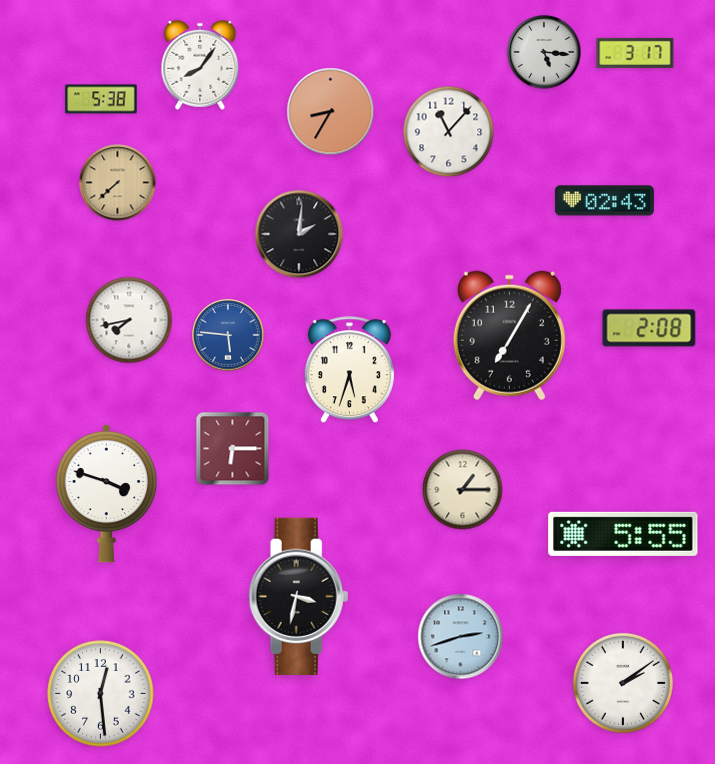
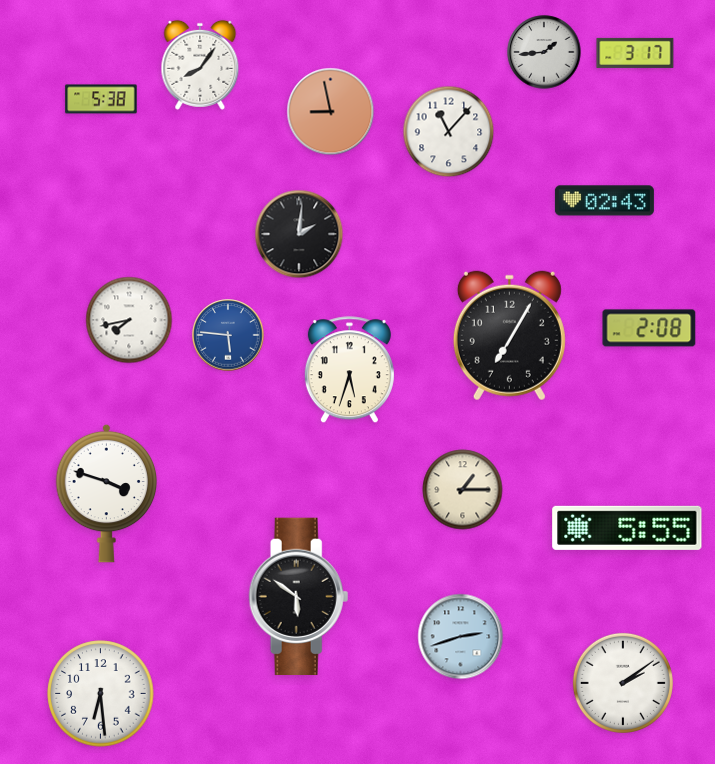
clock at (544, 52): 5:16 -> 1:44
clock at (331, 112): 8:35 -> 8:58
clock at (118, 183): 7:38 -> none
clock at (233, 449): 6:15 -> none
clock at (623, 534) position: (623, 534) -> (627, 528)
clock at (299, 596): 3:32 -> 5:51
clock at (101, 694): 12:29 -> 6:29
